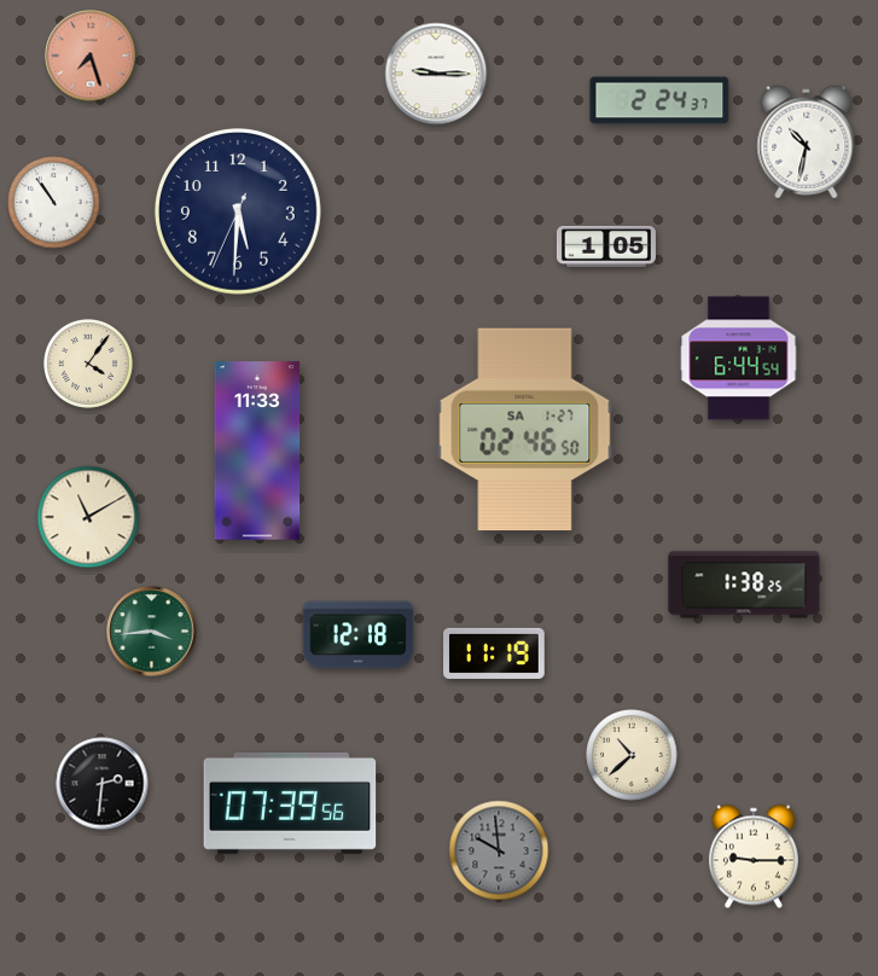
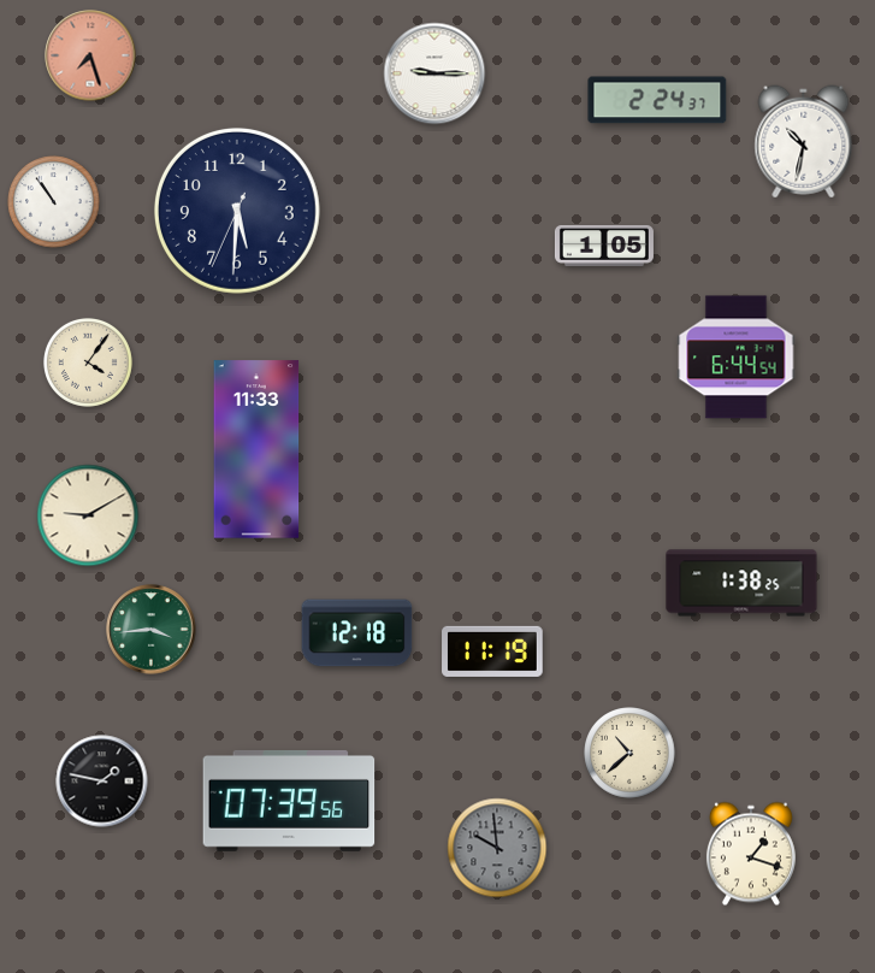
clock at (525, 430): 02:46 -> none
clock at (88, 517): 11:10 -> 9:10
clock at (103, 784): 2:31 -> 1:47
clock at (754, 856): 9:15 -> 1:18
